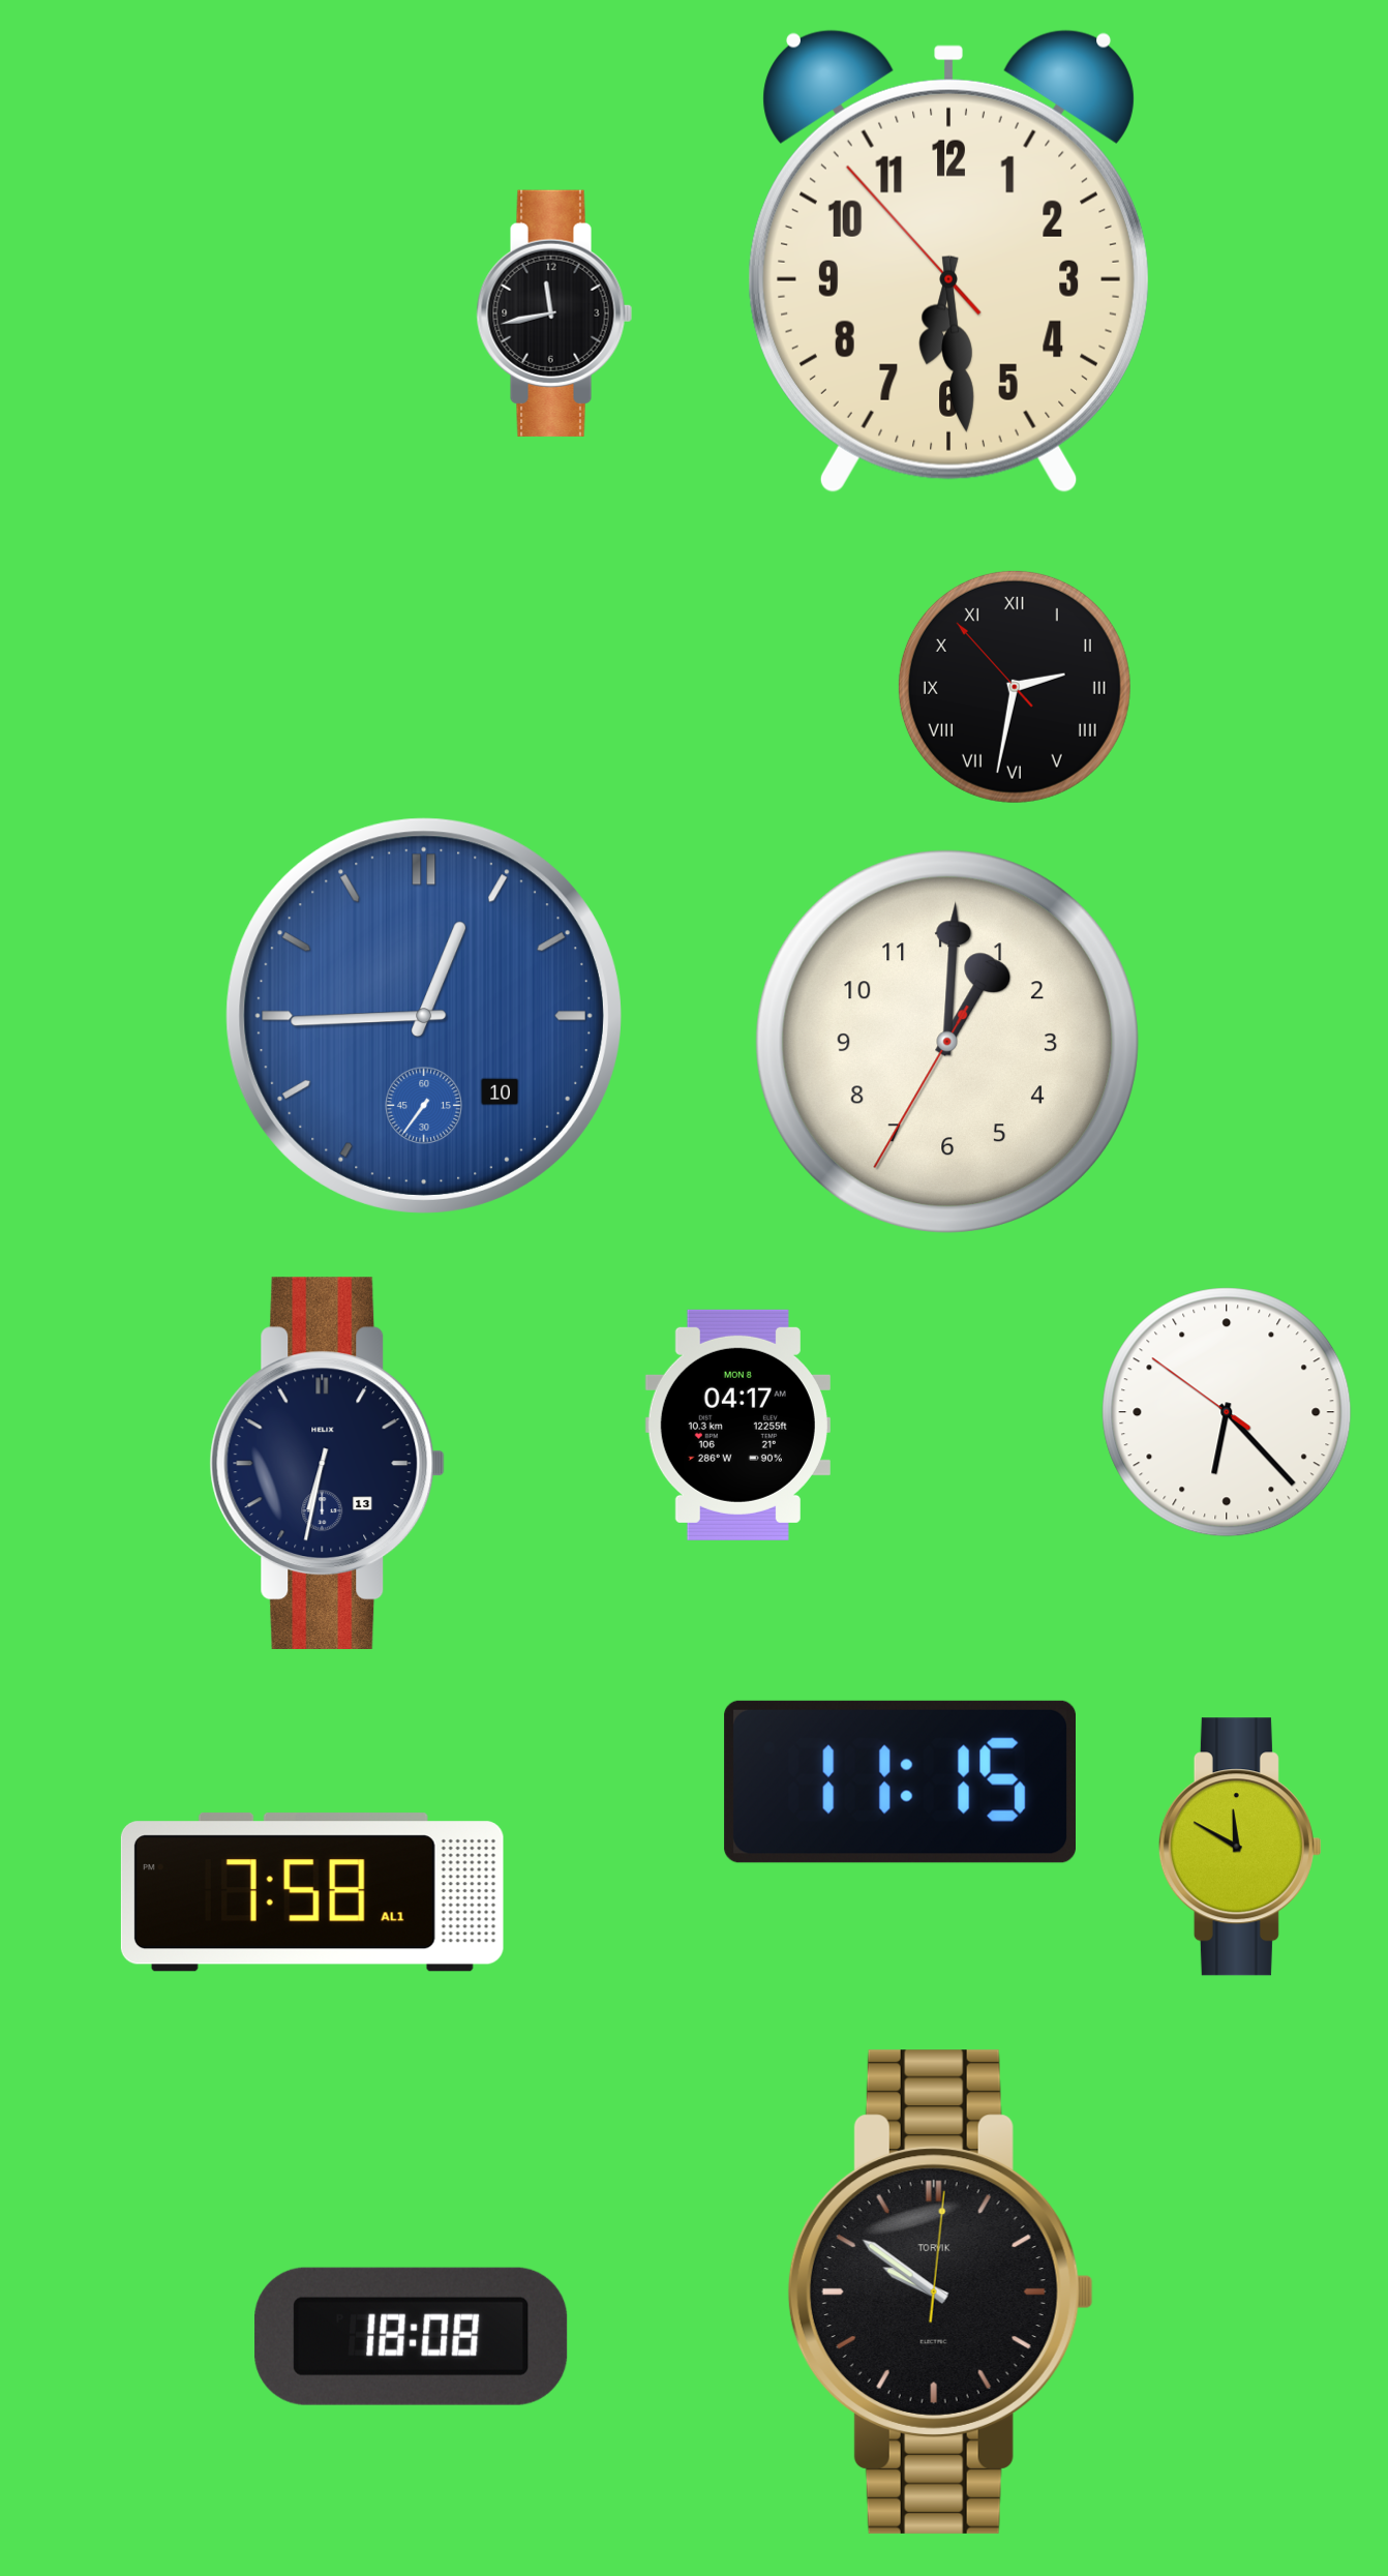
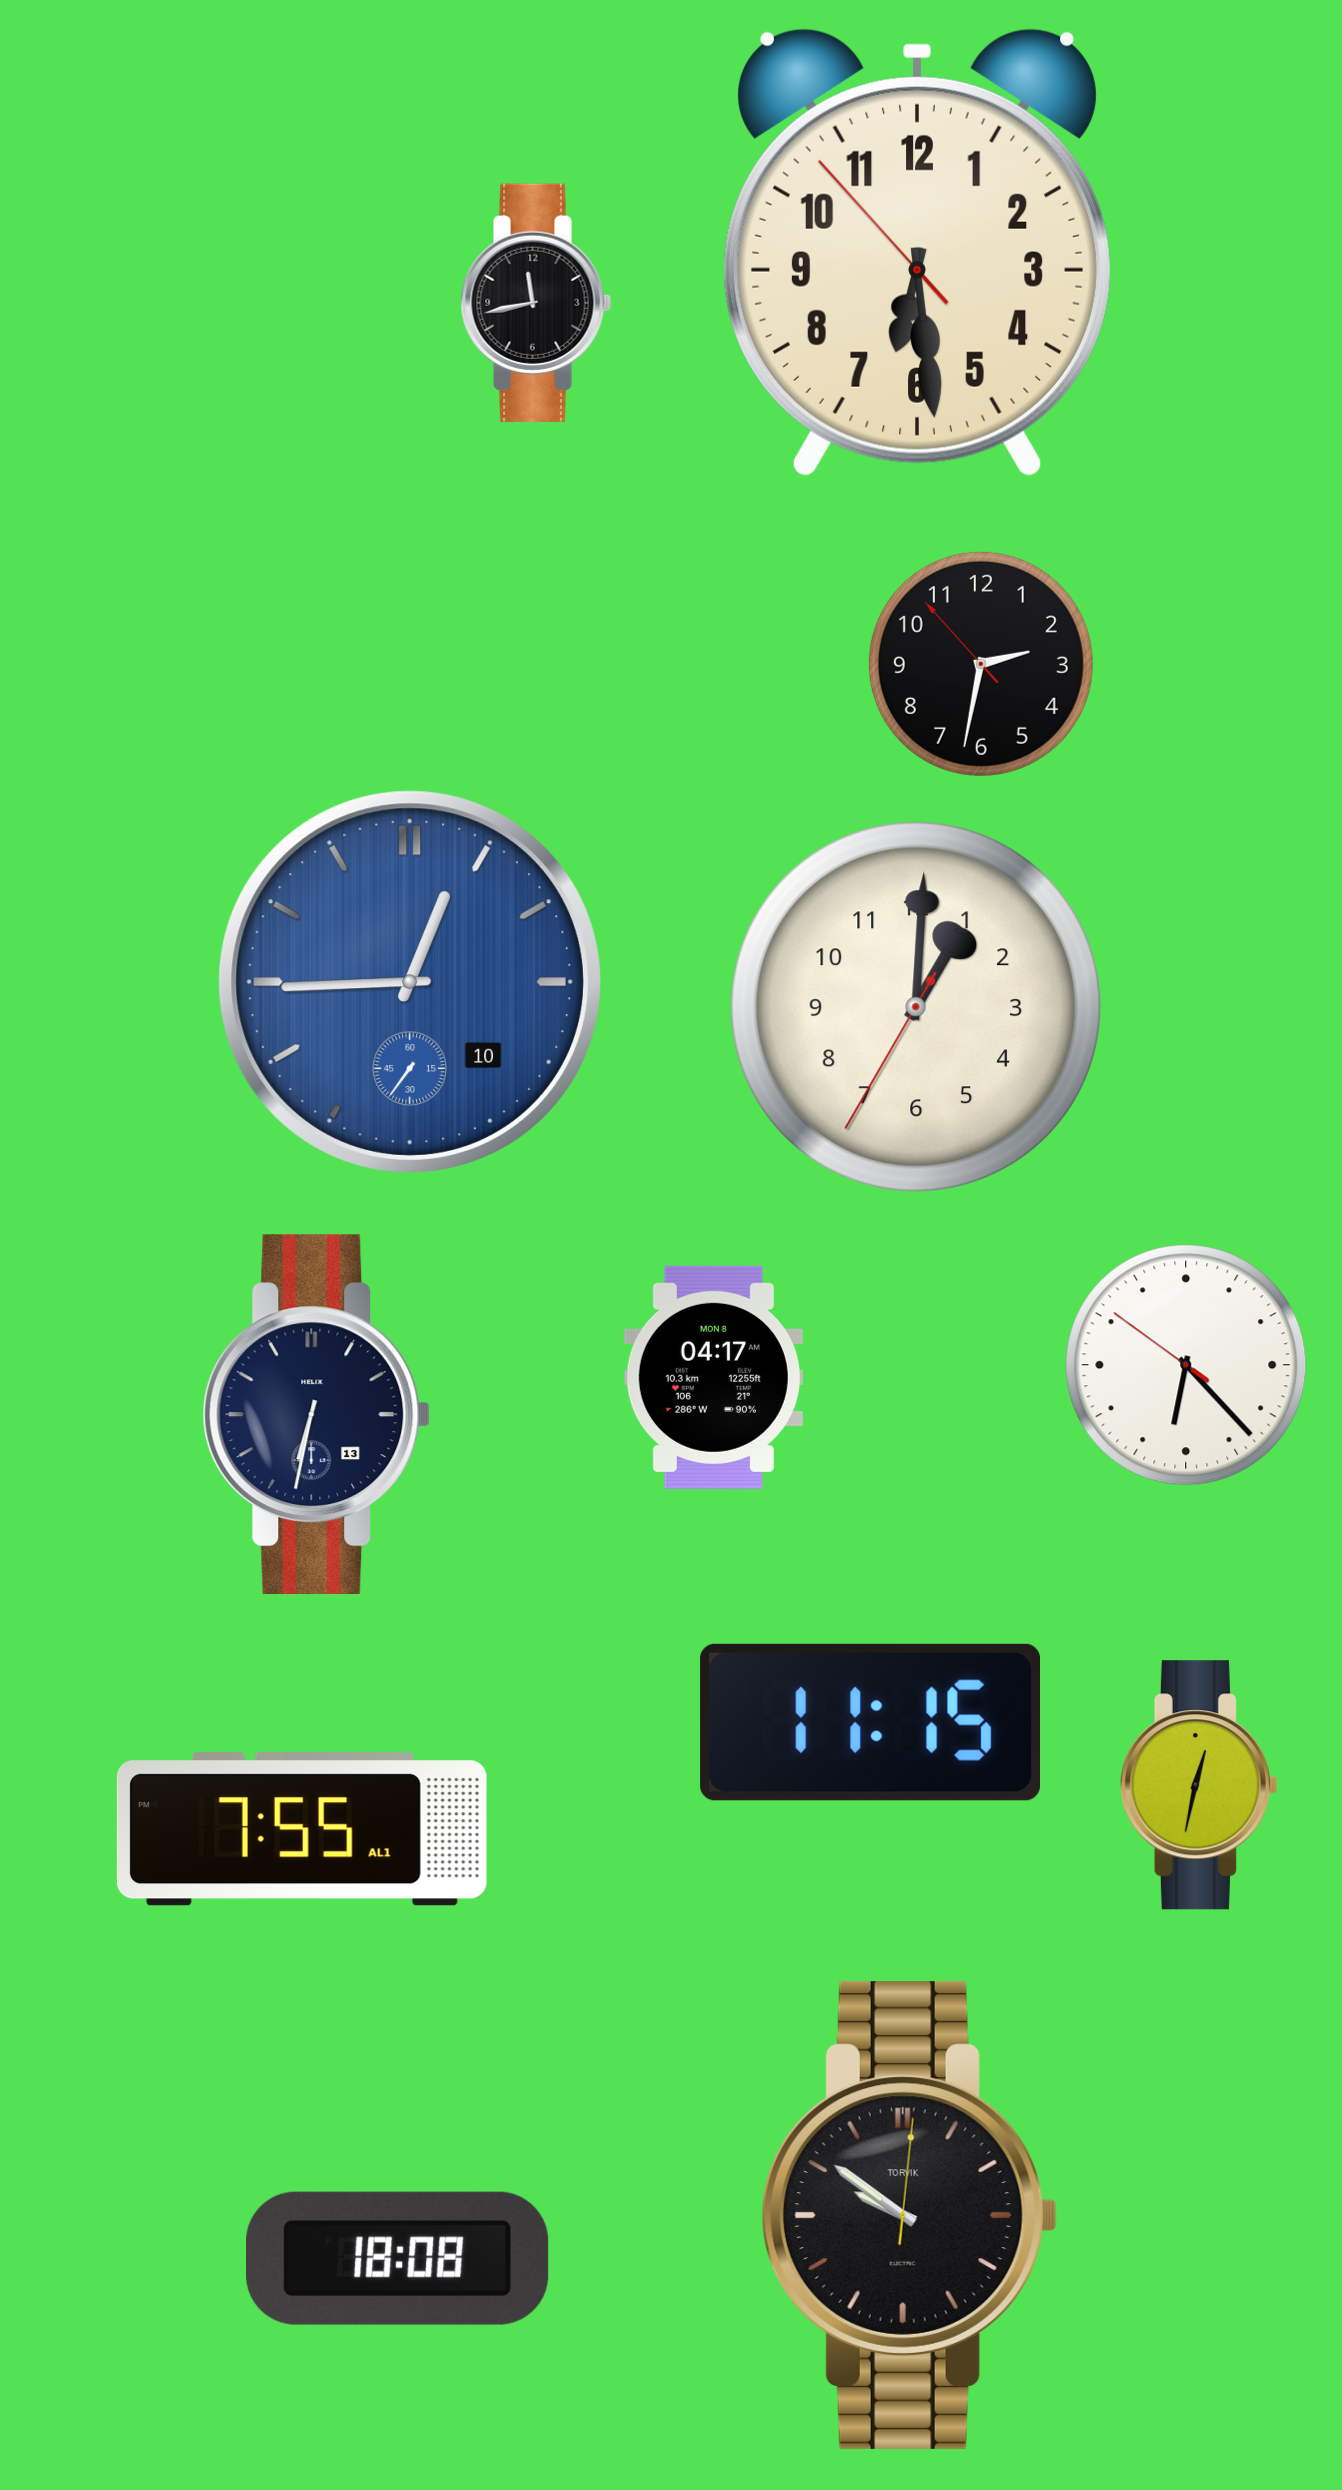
clock at (1015, 687) numerals: Roman -> Arabic
clock at (1240, 1847): 11:50 -> 12:32
clock at (312, 1892): 7:58 -> 7:55
